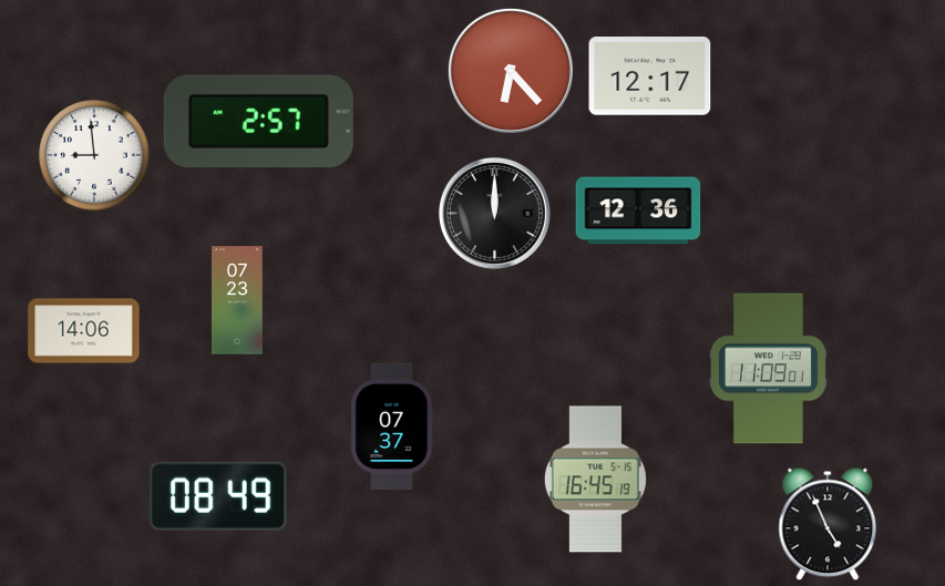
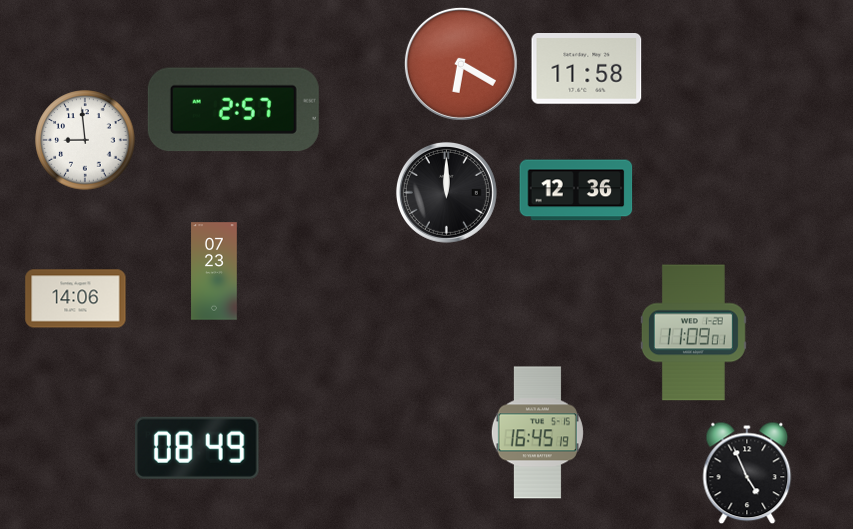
clock at (511, 71): 6:23 -> 6:20
clock at (650, 76): 12:17 -> 11:58
clock at (392, 426): 07:37 -> none
